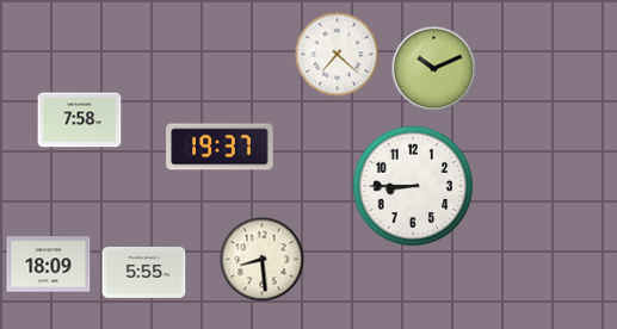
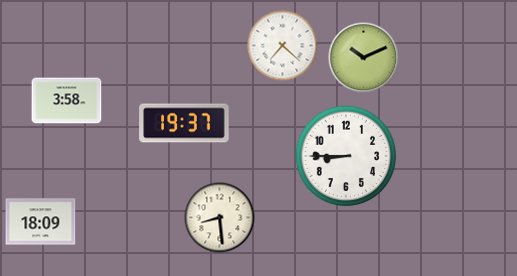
clock at (80, 120): 7:58 -> 3:58
clock at (144, 272): 5:55 -> none
